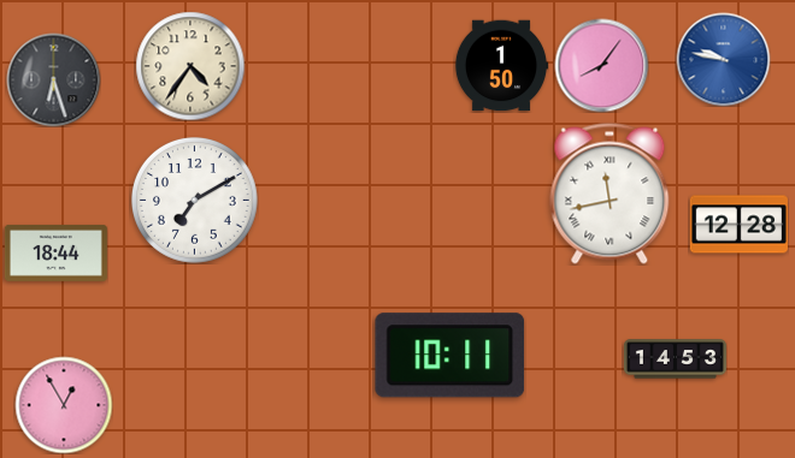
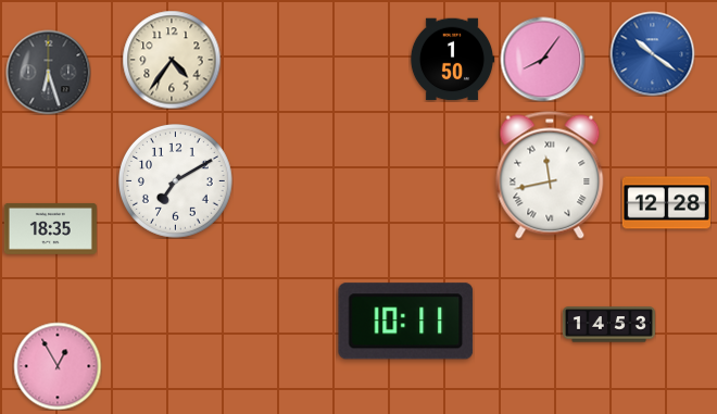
clock at (723, 59): 9:47 -> 10:21
clock at (55, 252): 18:44 -> 18:35
